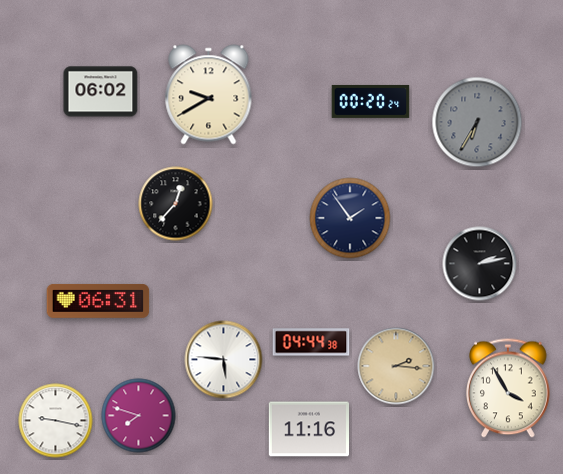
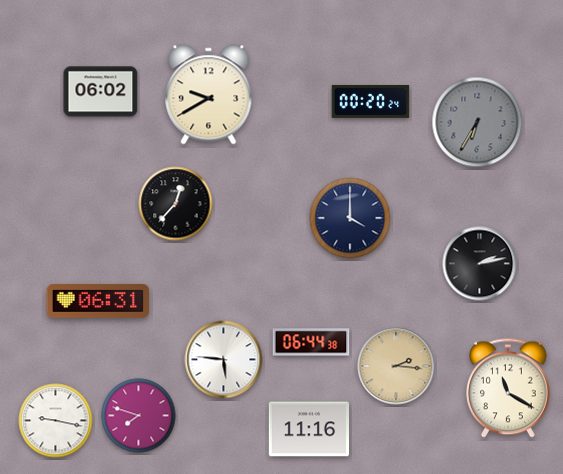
clock at (350, 218): 1:54 -> 4:00
clock at (311, 342): 04:44 -> 06:44
clock at (509, 388): 3:55 -> 11:20
